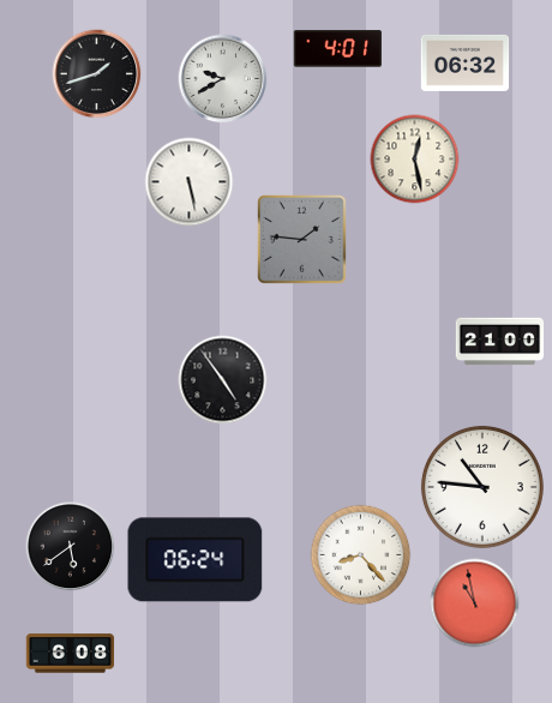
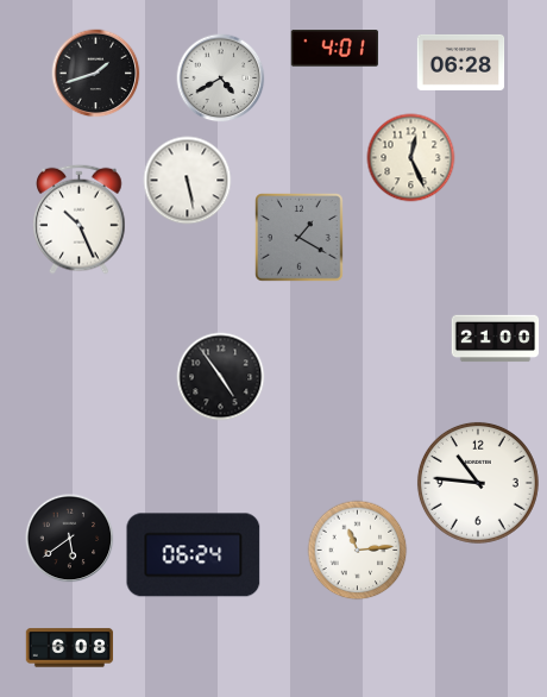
clock at (466, 62): 06:32 -> 06:28
clock at (223, 79): 9:40 -> 4:40
clock at (415, 160): 12:28 -> 12:26
clock at (80, 219): none -> 10:26
clock at (302, 240): 1:46 -> 1:20
clock at (71, 547) position: (71, 547) -> (70, 539)
clock at (361, 555): 8:23 -> 11:14
clock at (475, 603): 10:58 -> none
